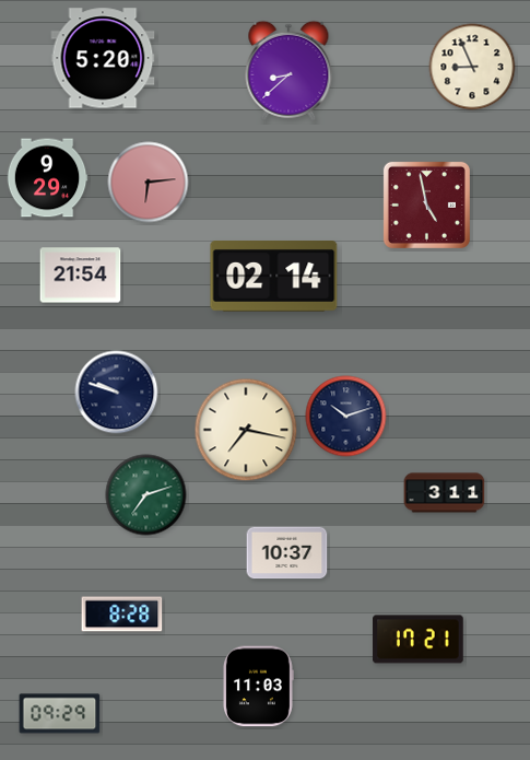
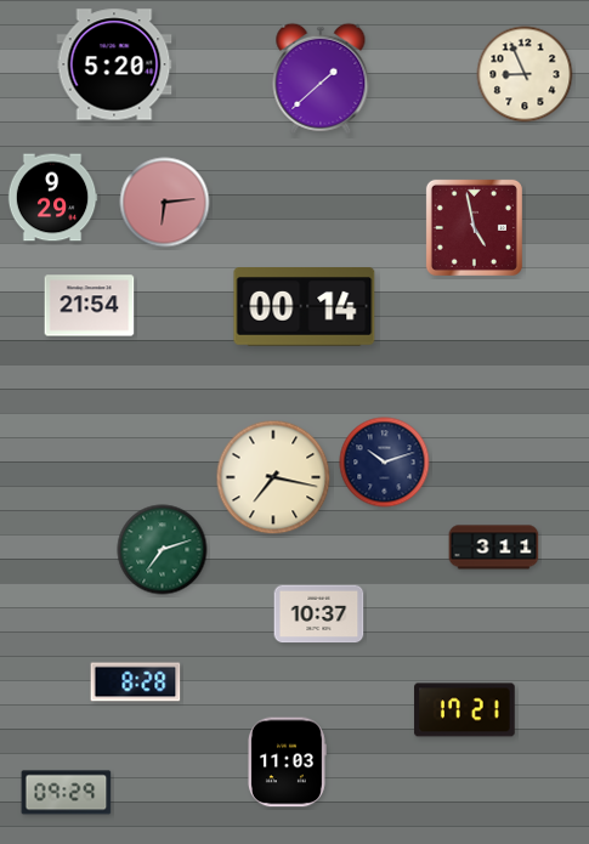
clock at (288, 71): 8:38 -> 1:38
clock at (274, 277): 02:14 -> 00:14
clock at (117, 393): 9:48 -> none
